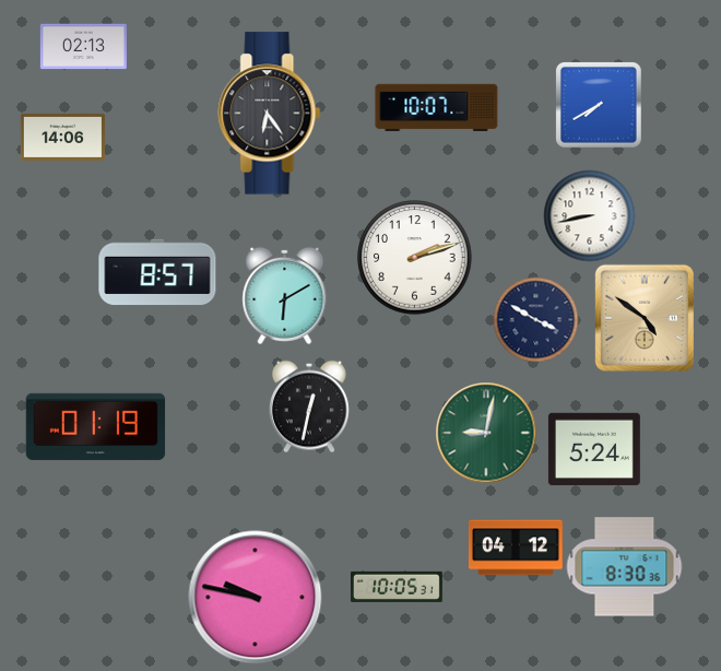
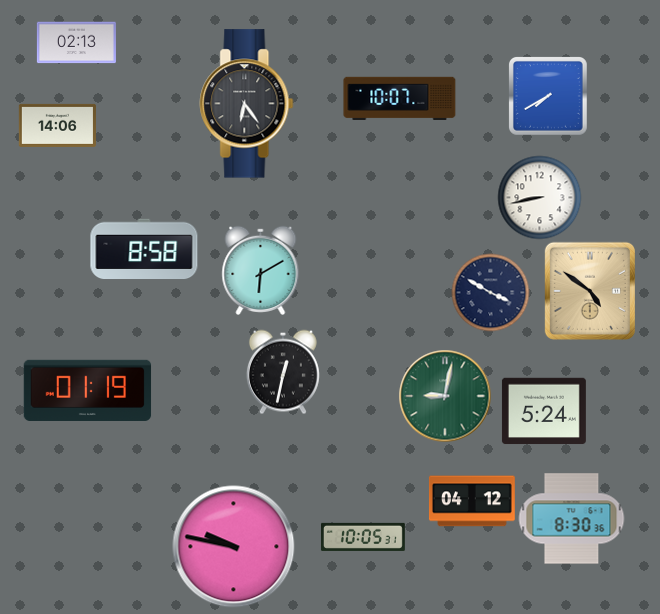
clock at (415, 258): 2:12 -> none
clock at (157, 272): 8:57 -> 8:58
